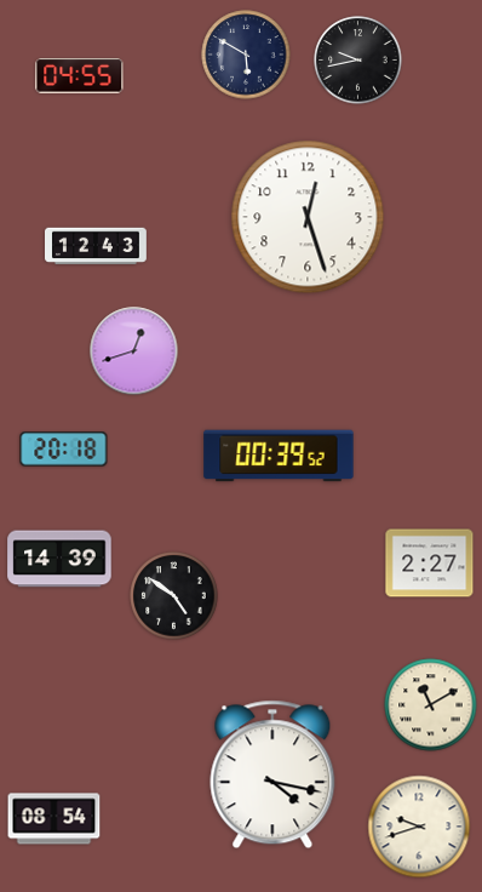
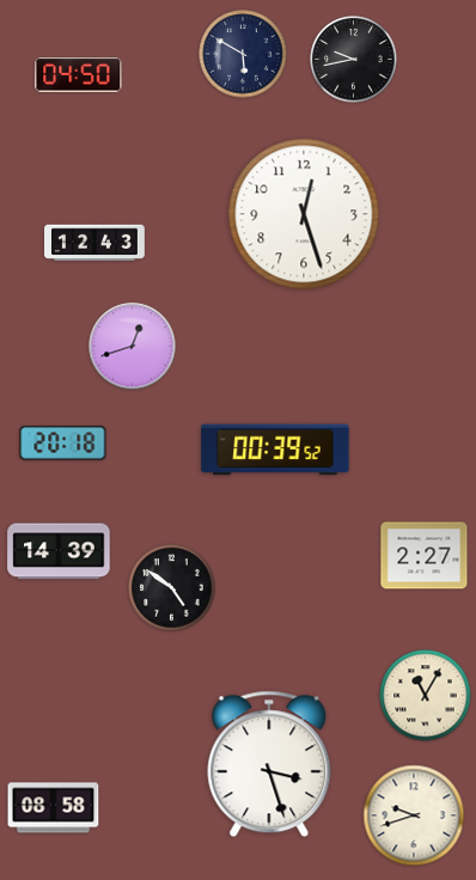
clock at (80, 76): 04:55 -> 04:50
clock at (431, 705): 11:10 -> 11:05
clock at (272, 774): 4:17 -> 3:27
clock at (54, 819): 08:54 -> 08:58
